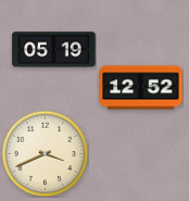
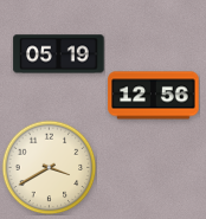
clock at (141, 88): 12:52 -> 12:56
clock at (45, 153): 3:41 -> 3:40
